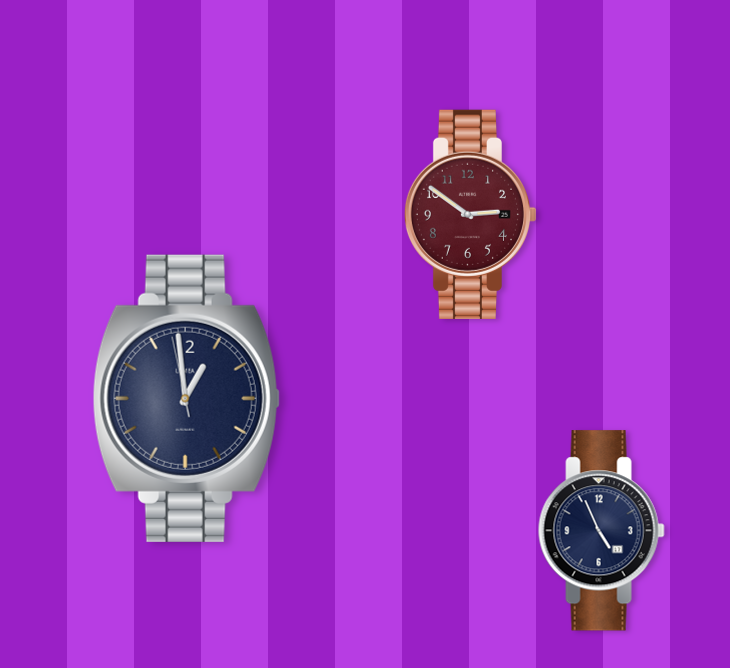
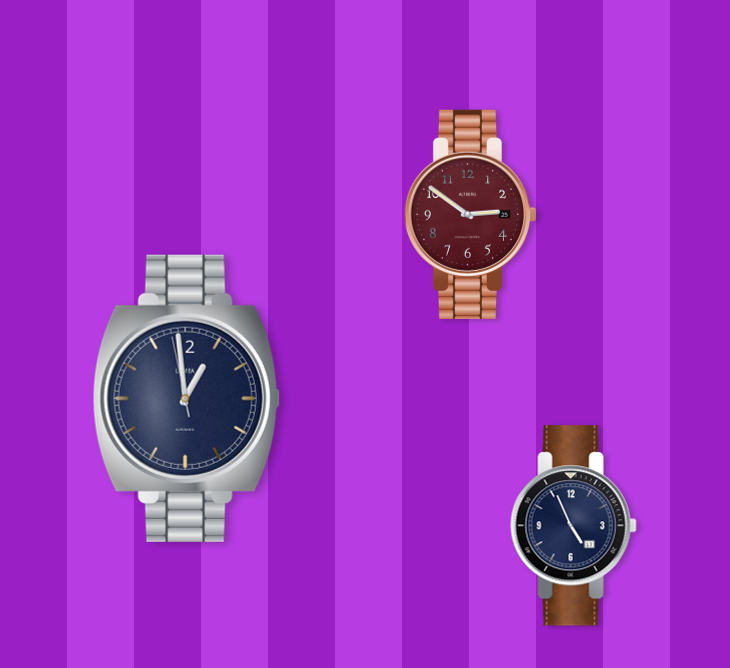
clock at (601, 531) position: (601, 531) -> (573, 526)
